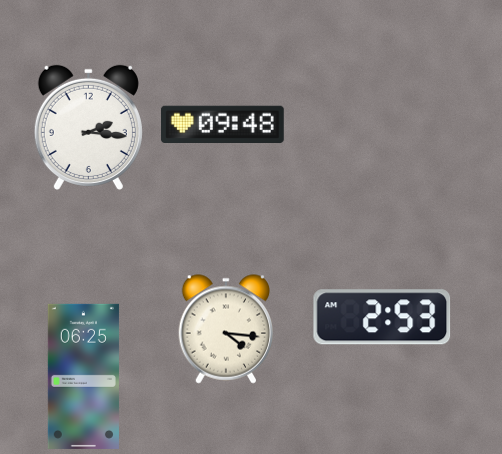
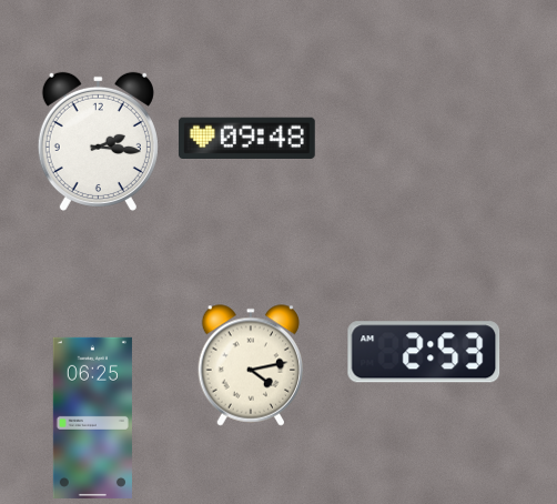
clock at (226, 329): 4:16 -> 4:13
